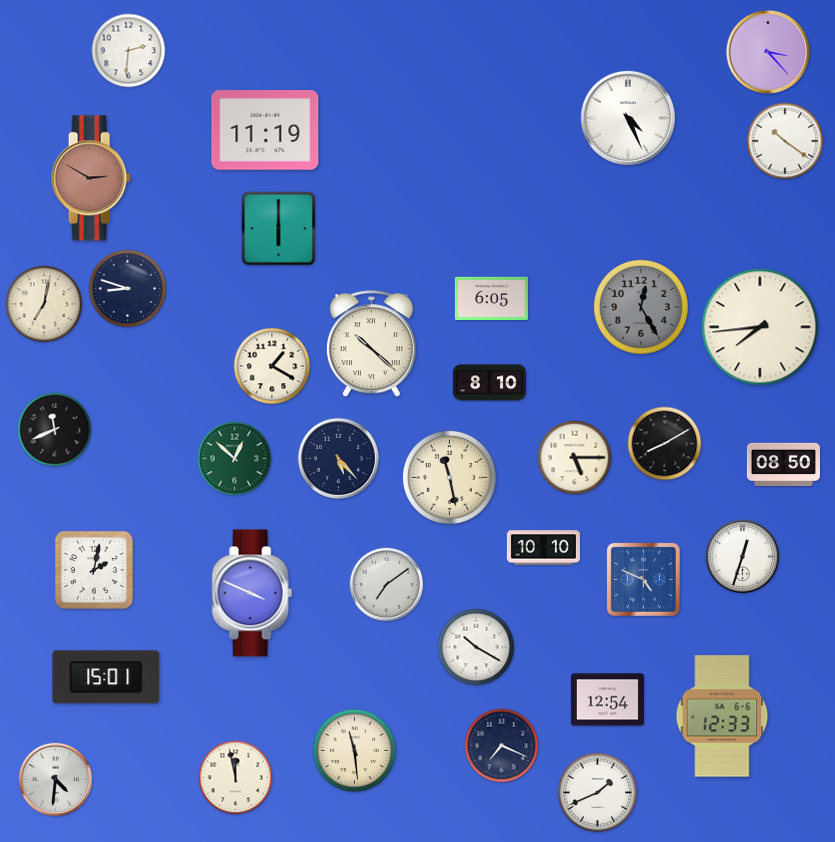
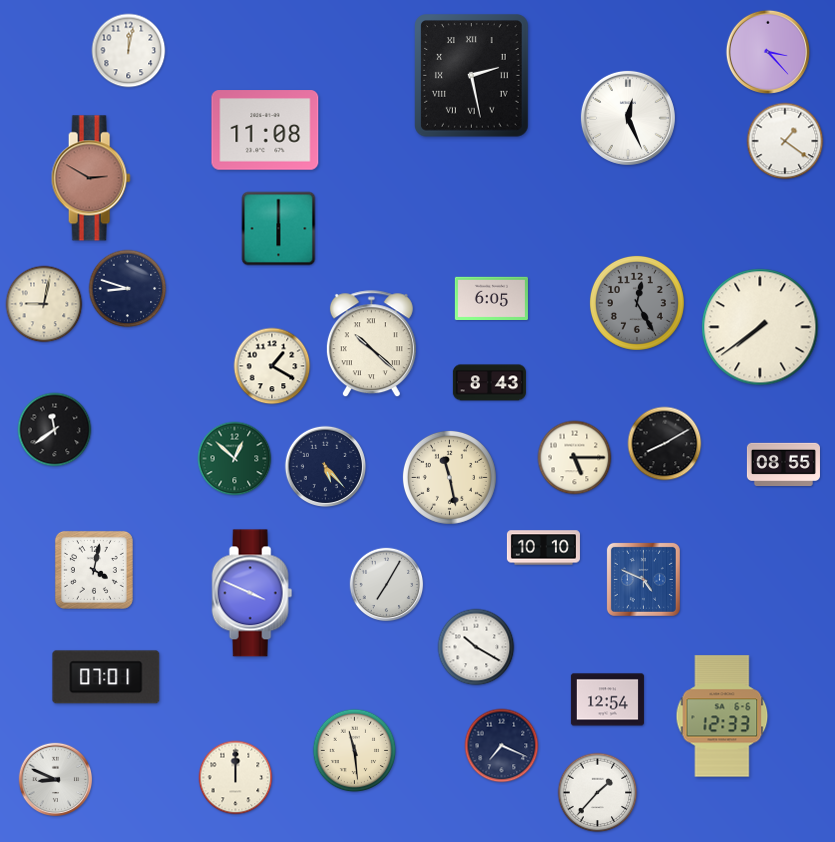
clock at (129, 51): 2:31 -> 12:02
clock at (472, 76): none -> 2:28
clock at (628, 118): 4:26 -> 12:26
clock at (265, 130): 11:19 -> 11:08
clock at (785, 141): 10:21 -> 1:21
clock at (44, 304): 7:02 -> 9:02
clock at (641, 307) position: (641, 307) -> (637, 303)
clock at (760, 327): 7:44 -> 7:39
clock at (489, 383): 8:10 -> 8:43
clock at (55, 430): 11:41 -> 11:39
clock at (338, 458) position: (338, 458) -> (325, 466)
clock at (783, 464): 08:50 -> 08:55
clock at (743, 557): 12:33 -> none
clock at (94, 570): 2:02 -> 4:02
clock at (387, 585): 7:09 -> 7:05
clock at (106, 677): 15:01 -> 07:01
clock at (236, 778): 11:58 -> 12:00
clock at (56, 780): 4:31 -> 8:49
clock at (598, 793): 1:41 -> 1:37
